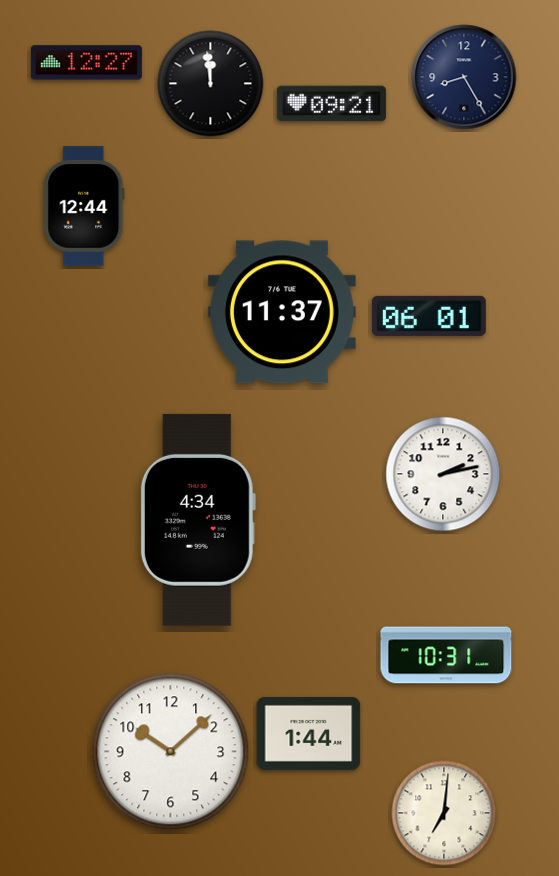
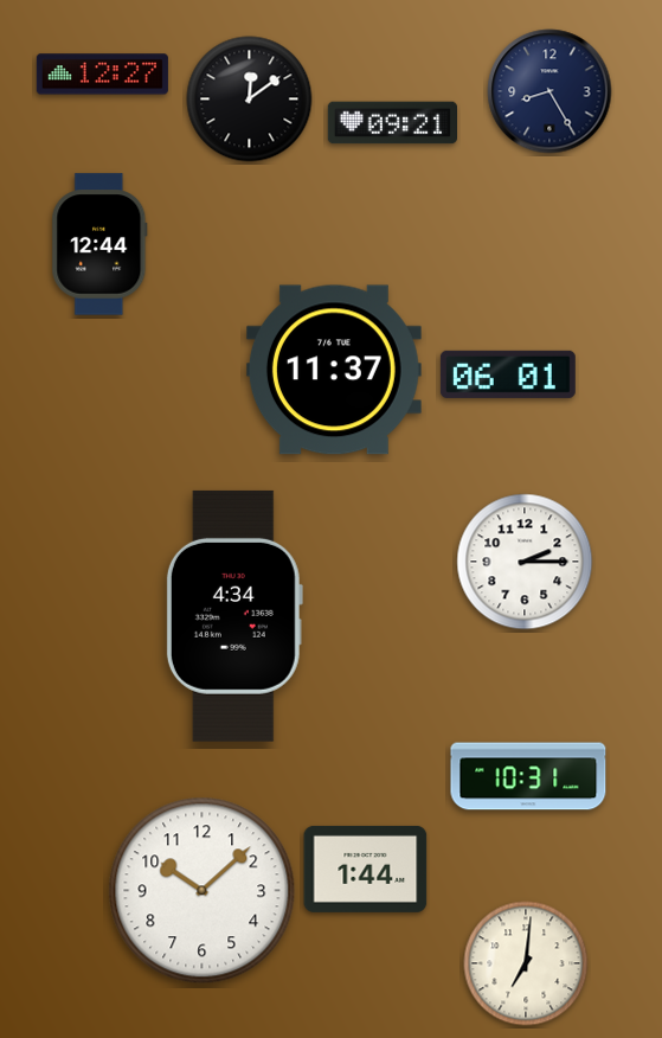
clock at (211, 84): 11:59 -> 12:09
clock at (443, 474): 2:13 -> 2:15
